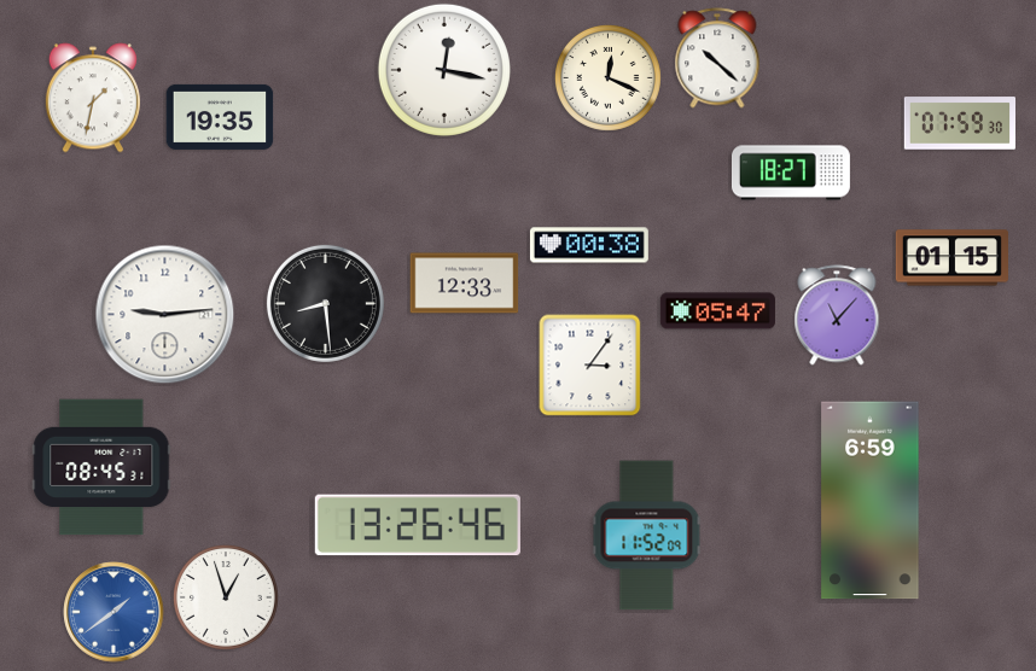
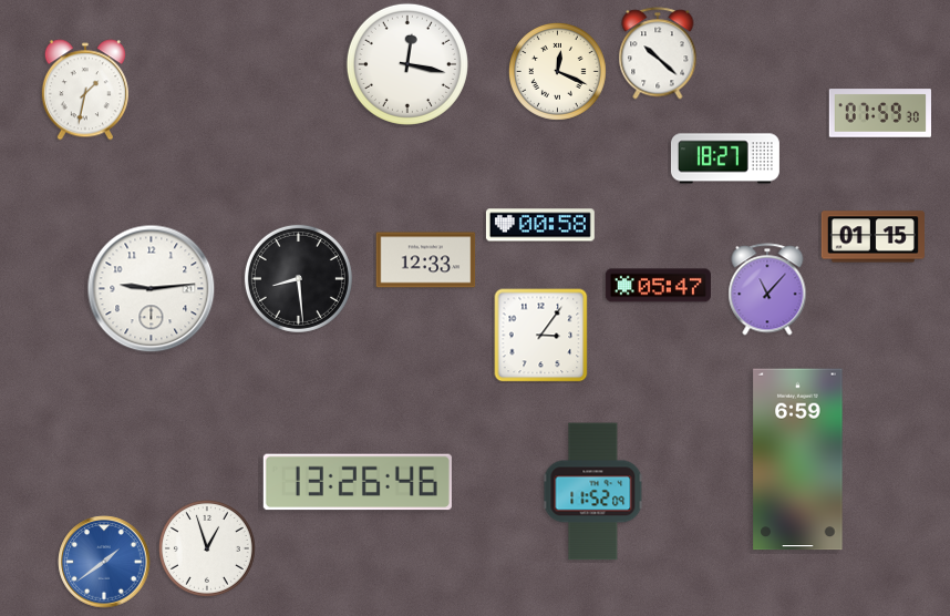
clock at (220, 117): 19:35 -> none
clock at (589, 245): 00:38 -> 00:58
clock at (101, 467): 08:45 -> none
clock at (418, 525) position: (418, 525) -> (358, 482)
